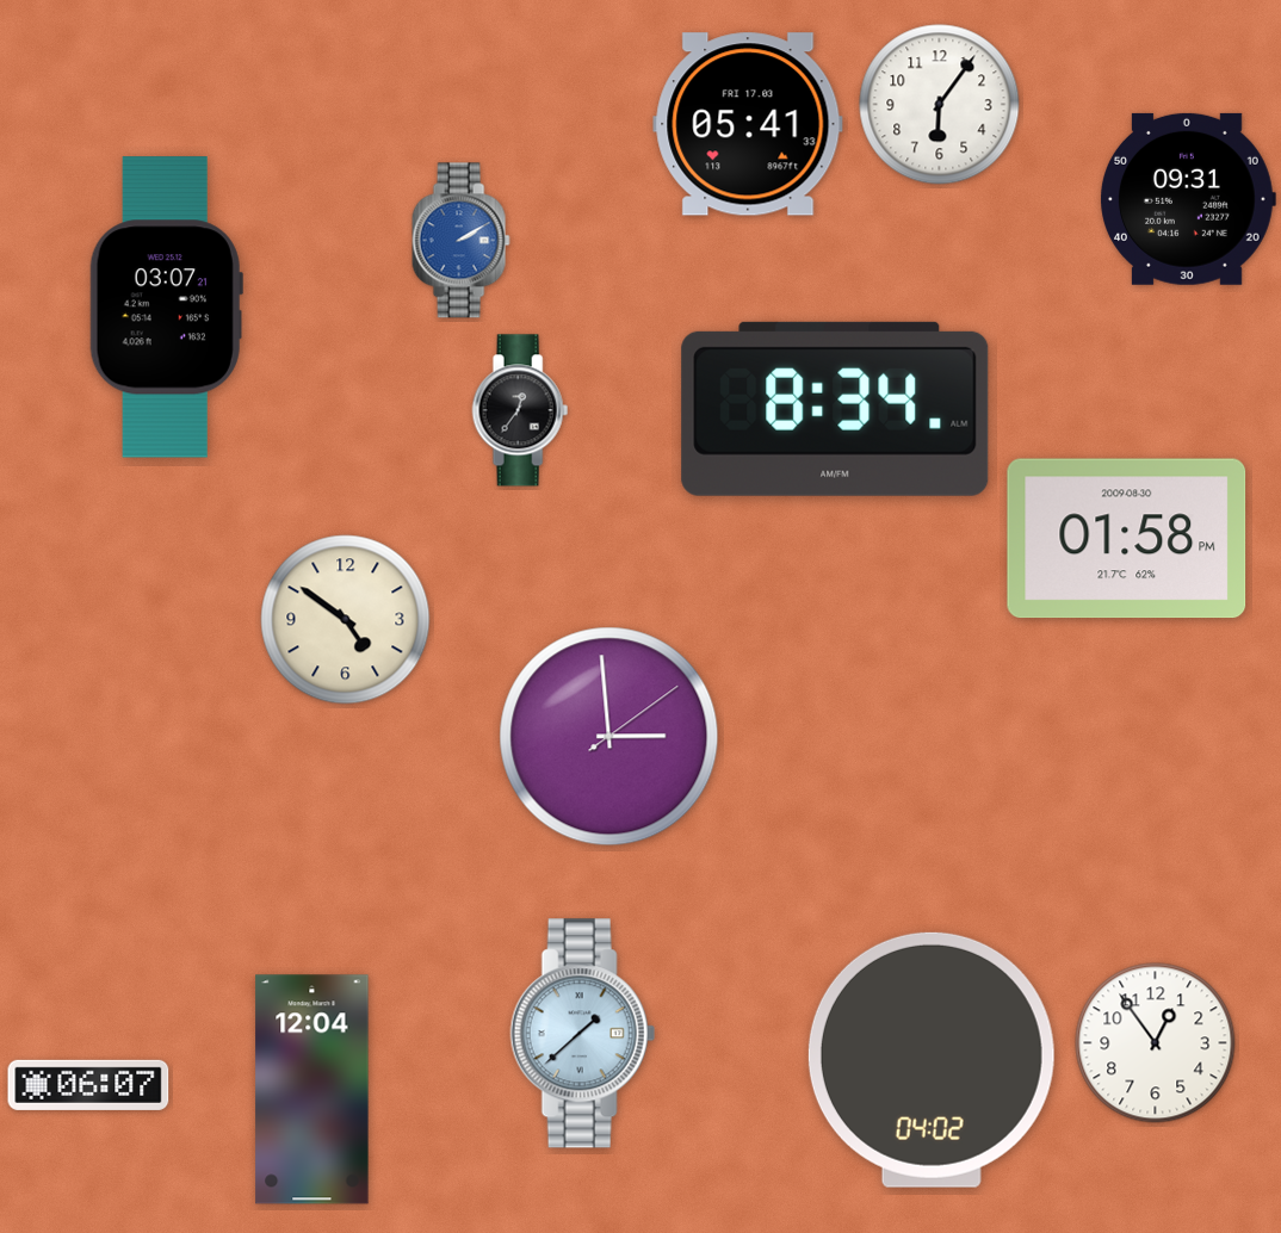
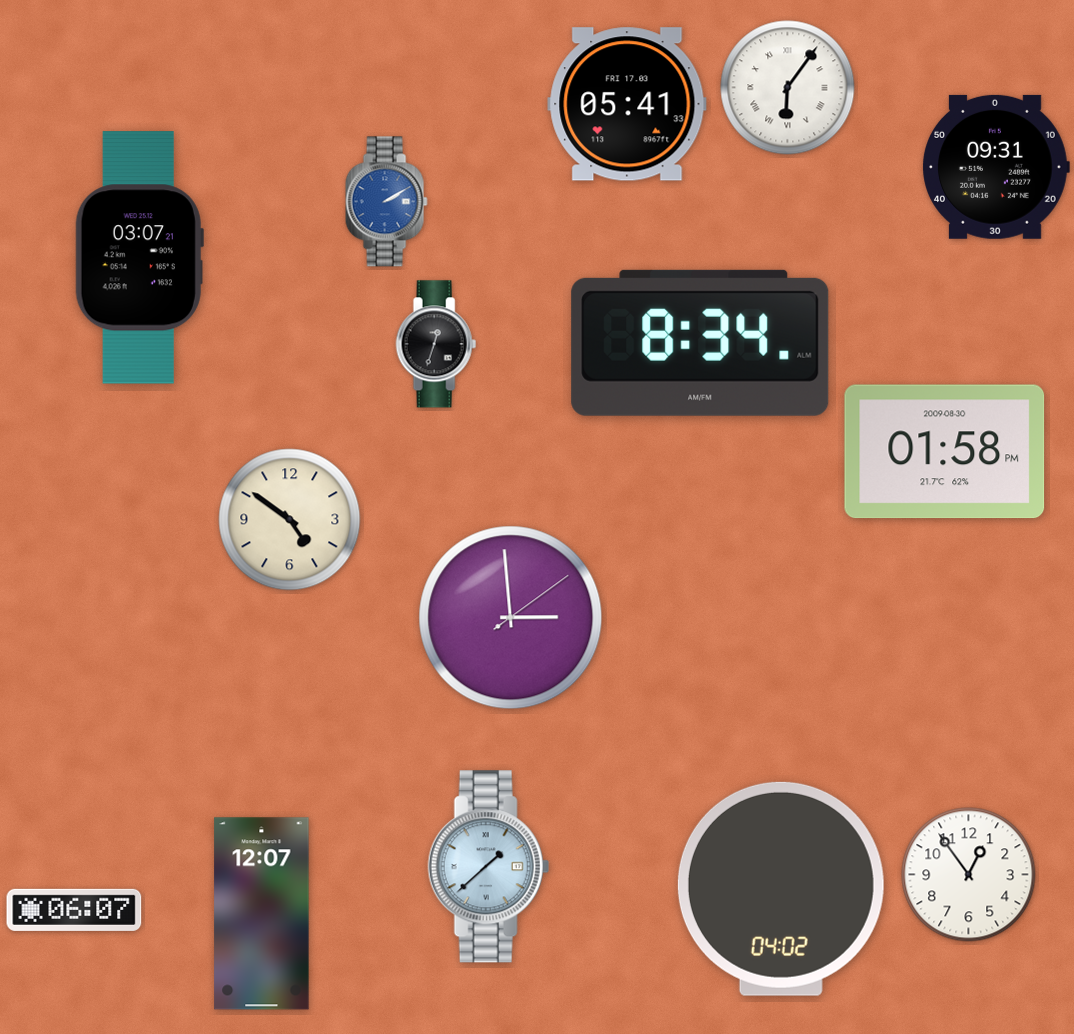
clock at (940, 105) numerals: Arabic -> Roman
clock at (520, 410): 12:36 -> 12:33
clock at (312, 1090): 12:04 -> 12:07
